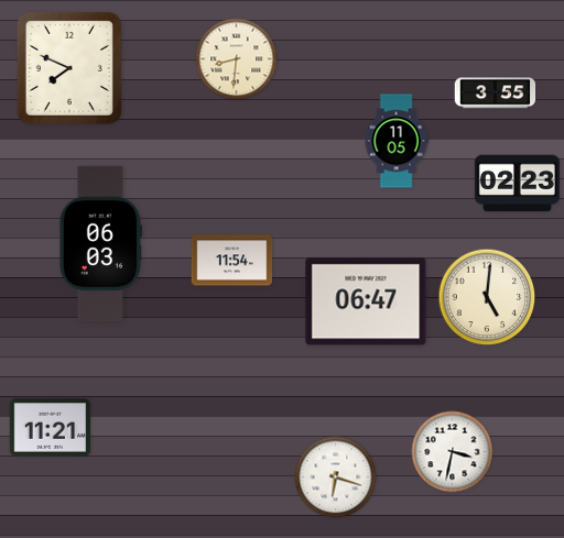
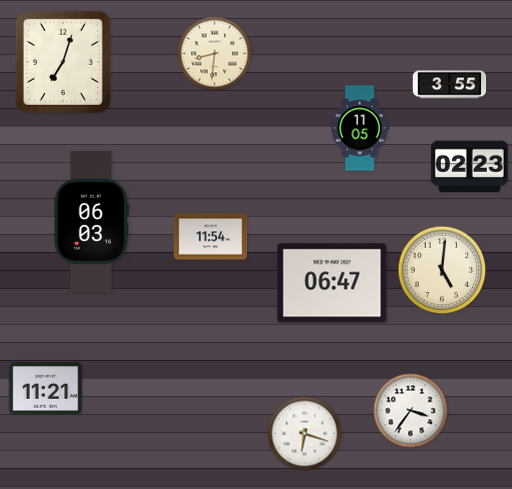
clock at (69, 68): 7:49 -> 7:03
clock at (366, 301) position: (366, 301) -> (332, 283)
clock at (453, 452): 3:32 -> 3:36
